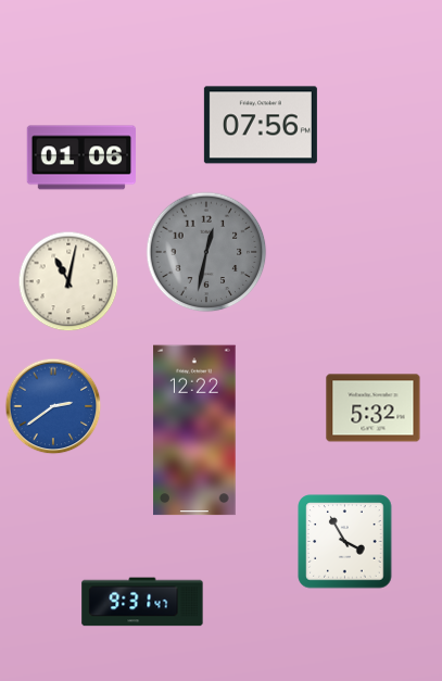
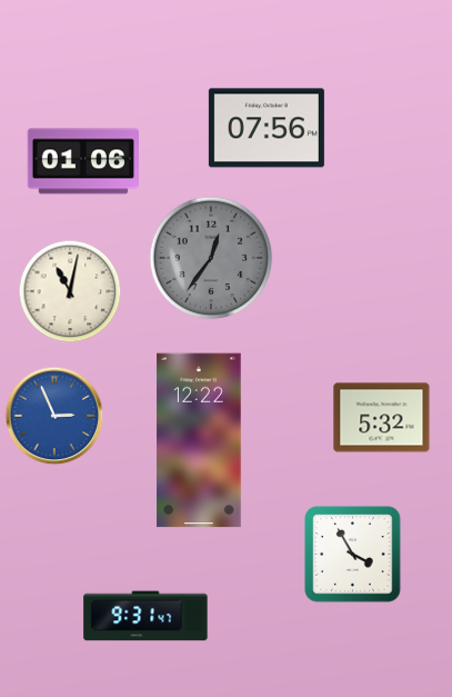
clock at (206, 252): 12:32 -> 12:36
clock at (68, 281) position: (68, 281) -> (70, 291)
clock at (53, 406): 2:39 -> 2:56
